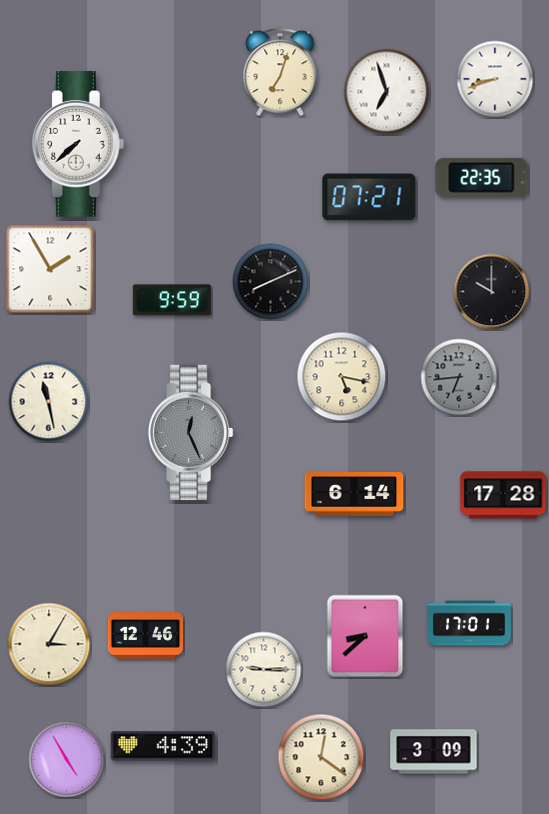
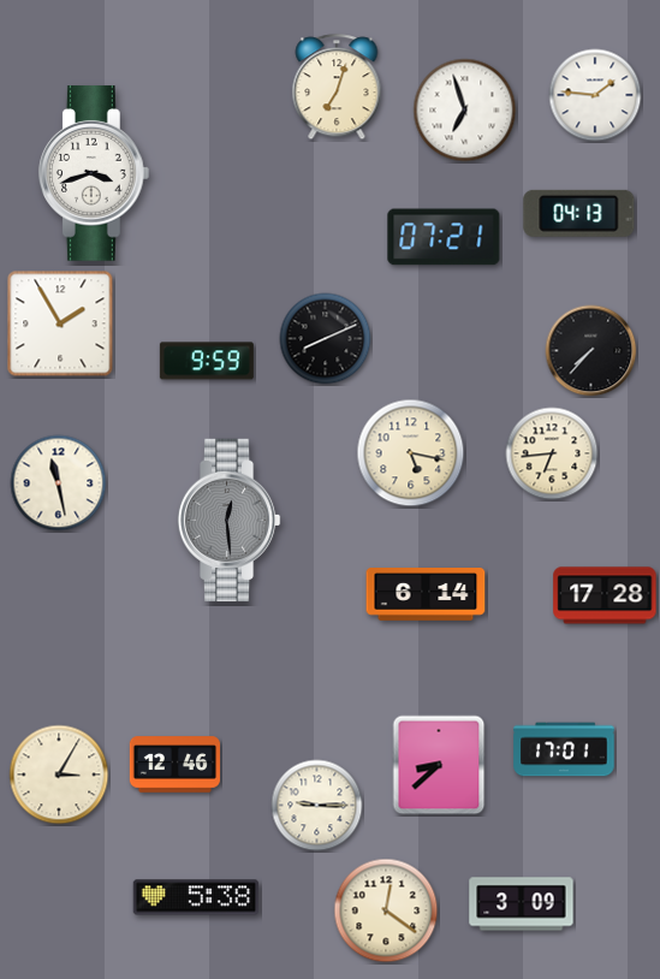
clock at (495, 79): 8:42 -> 1:46
clock at (78, 144): 7:38 -> 3:42
clock at (482, 177): 22:35 -> 04:13
clock at (492, 292): 10:00 -> 7:37
clock at (459, 377) dial: grey -> cream
clock at (190, 433): 12:26 -> 12:29
clock at (163, 746): 4:39 -> 5:38
clock at (67, 760): 4:55 -> none
